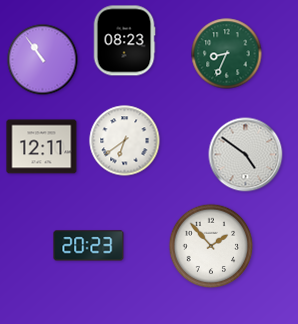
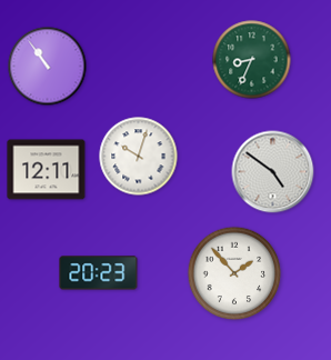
clock at (124, 41): 08:23 -> none
clock at (125, 141): 6:39 -> 10:03
clock at (42, 147) position: (42, 147) -> (47, 170)
